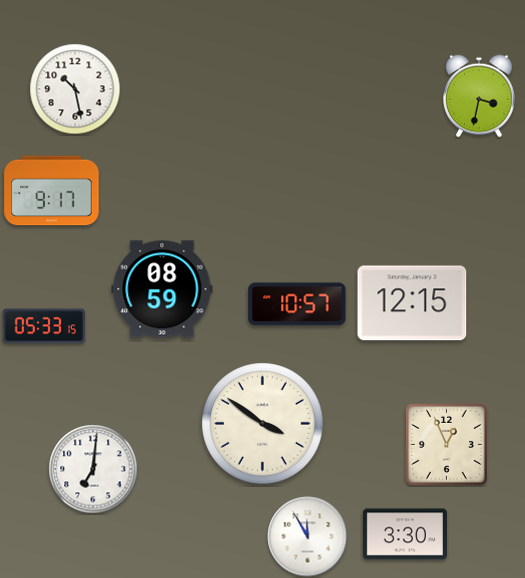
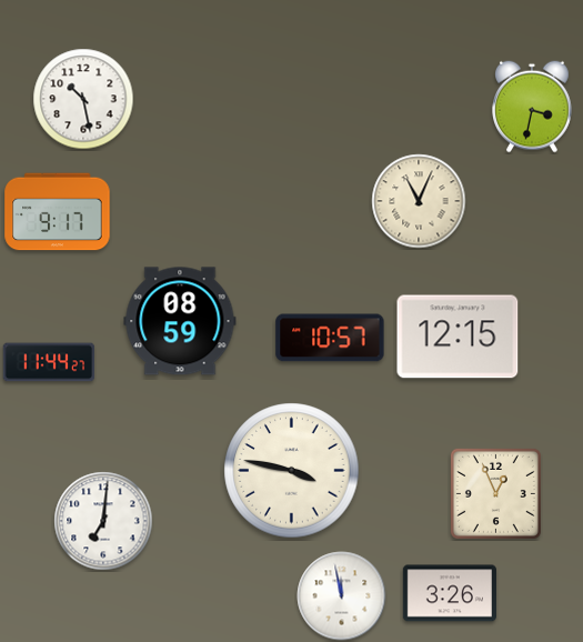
clock at (419, 201): none -> 11:04
clock at (44, 326): 05:33 -> 11:44
clock at (263, 424): 3:51 -> 3:47
clock at (405, 534): 3:30 -> 3:26
clock at (308, 537): 11:55 -> 11:58
